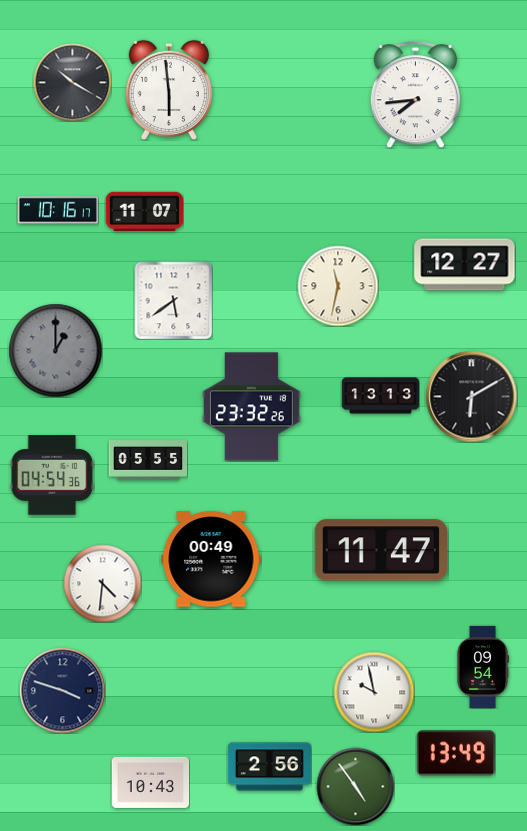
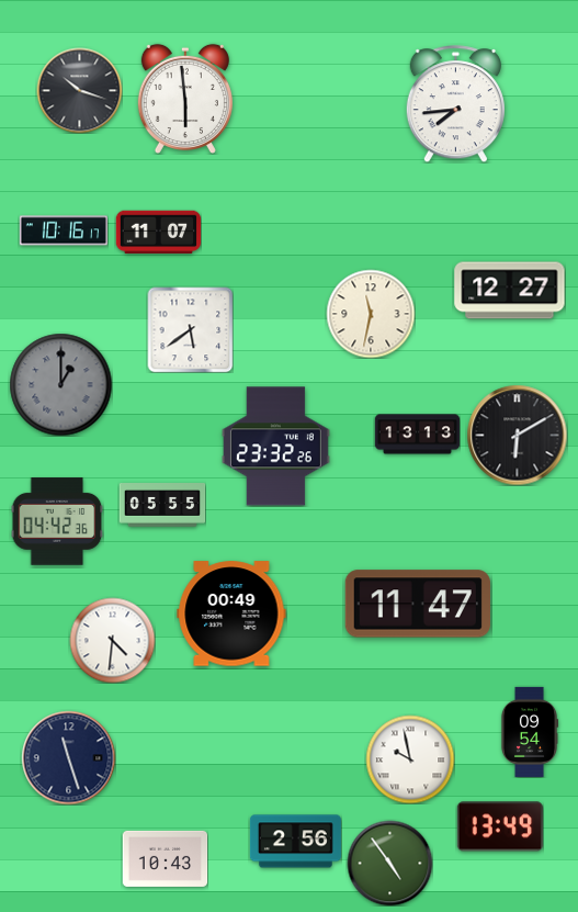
clock at (72, 82): 10:20 -> 10:18
clock at (52, 475): 04:54 -> 04:42
clock at (62, 690): 3:48 -> 11:27
